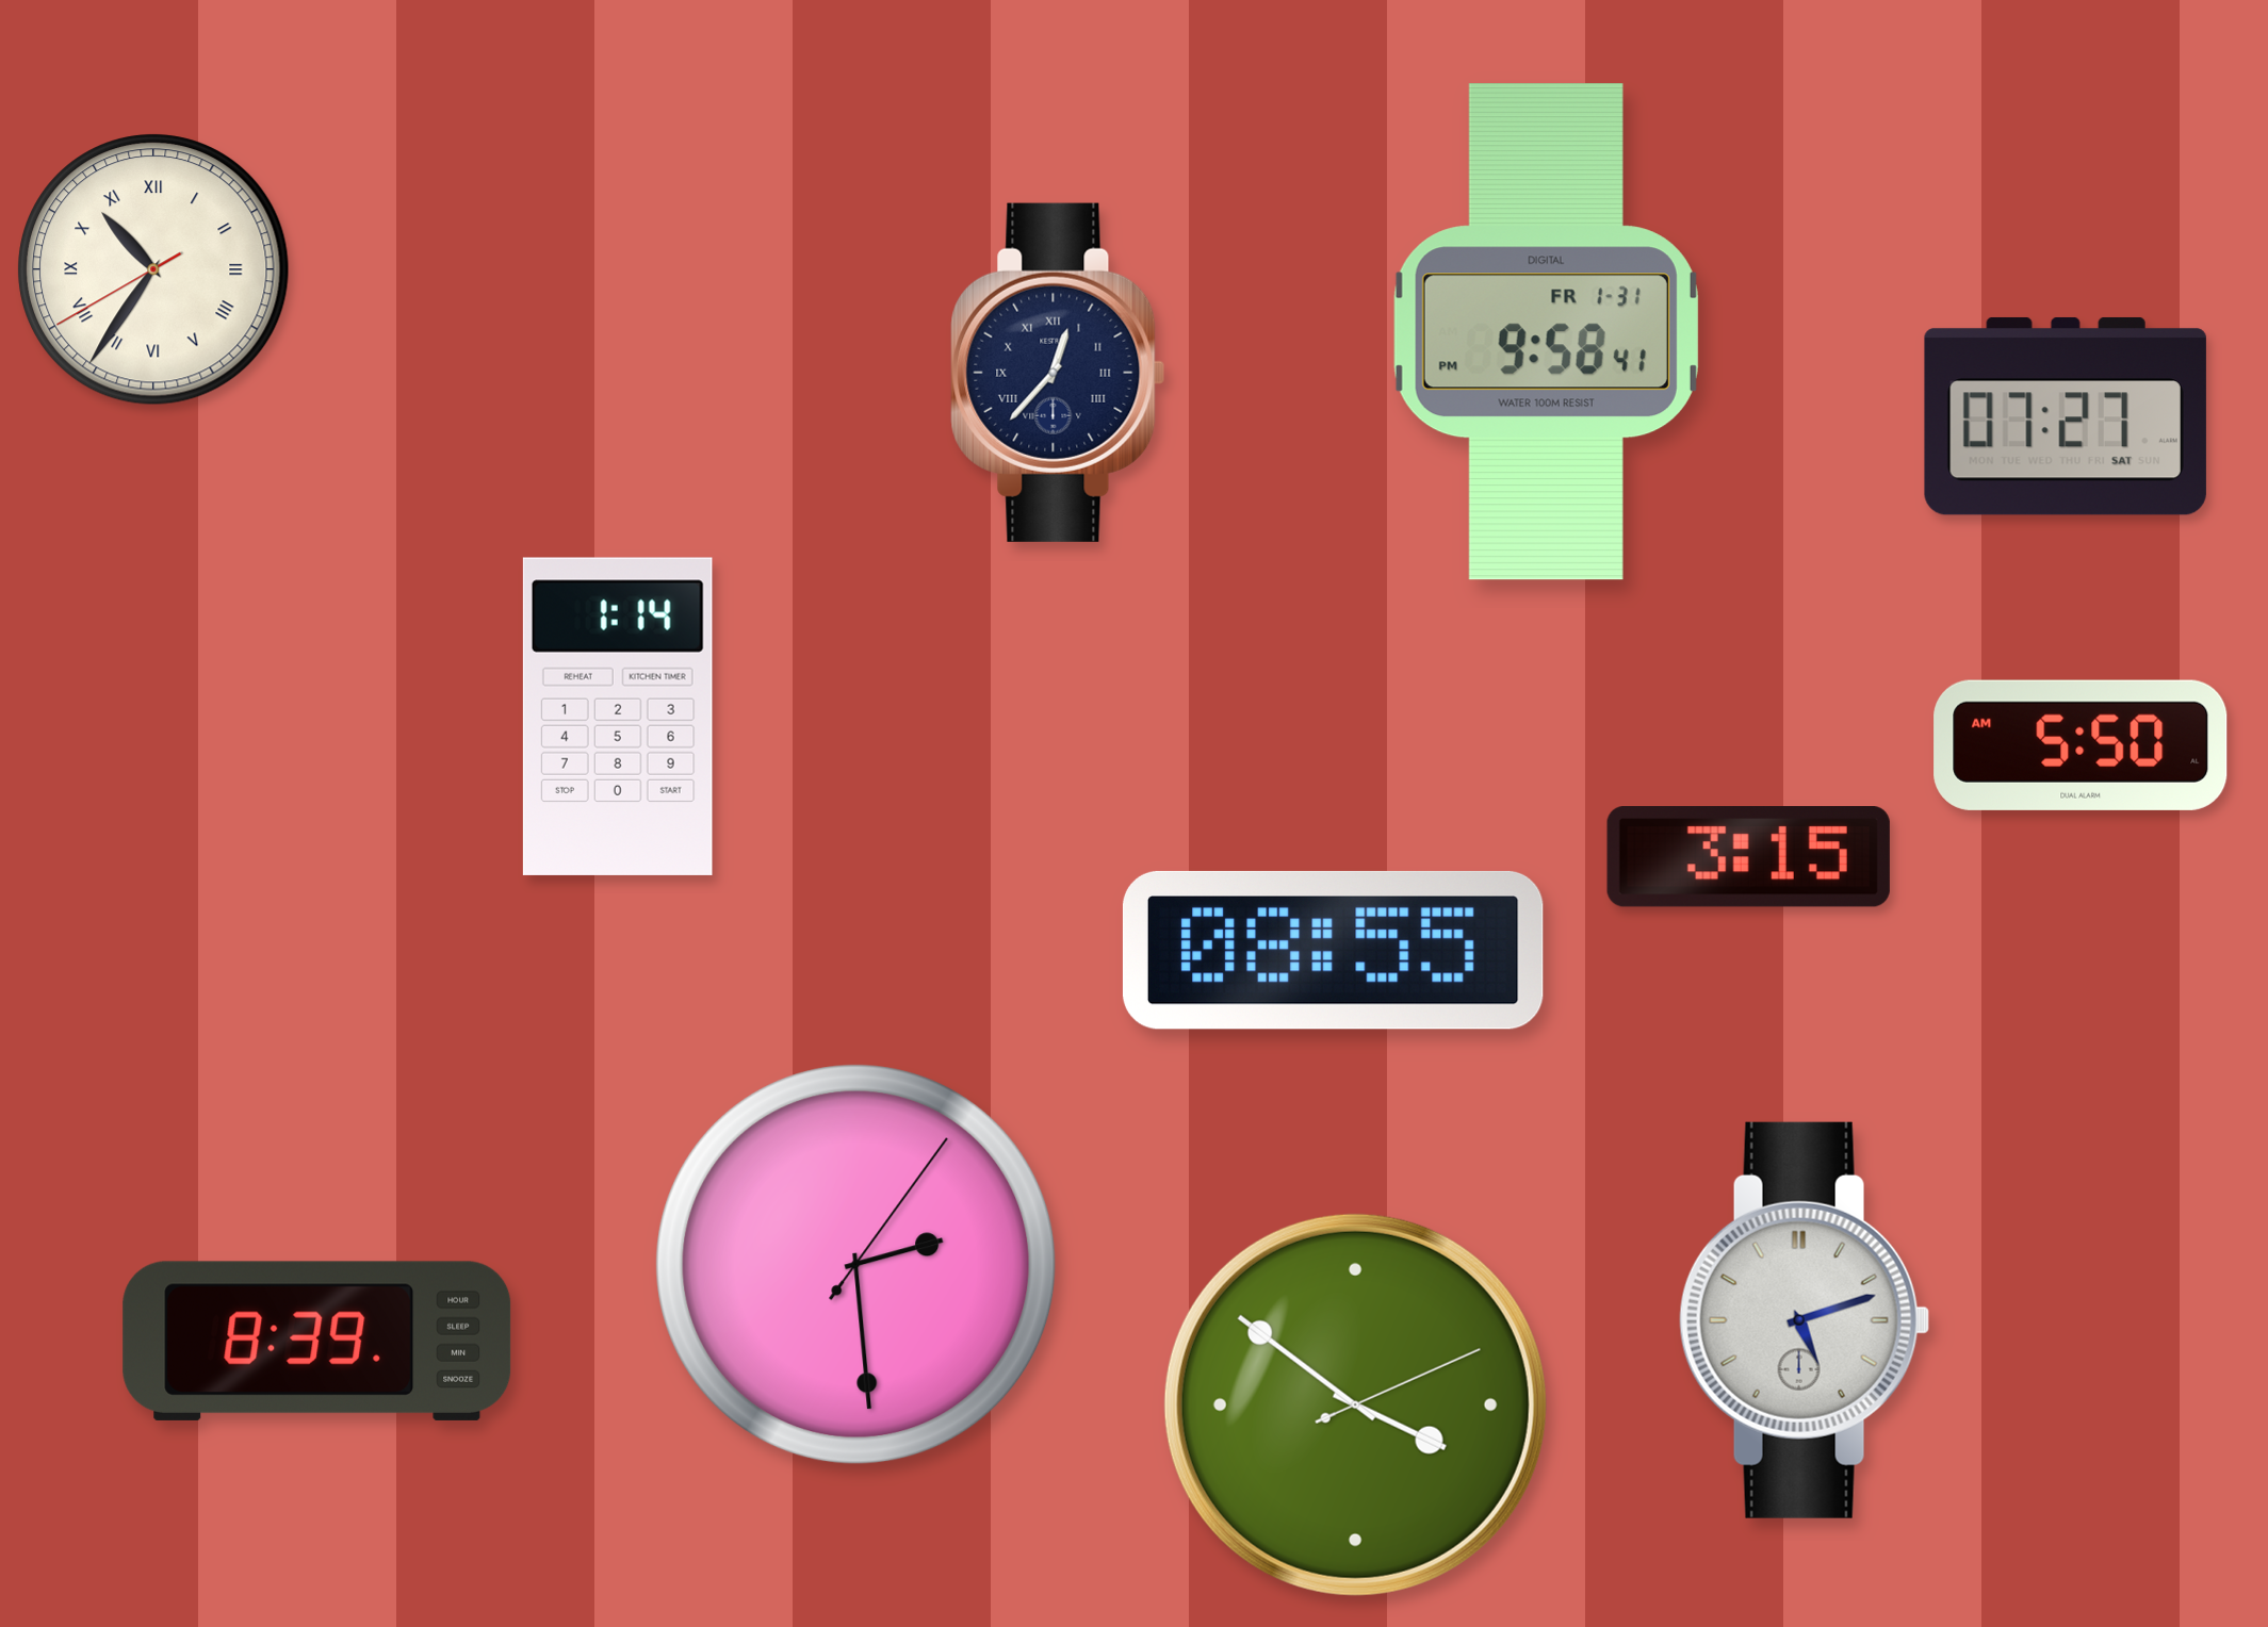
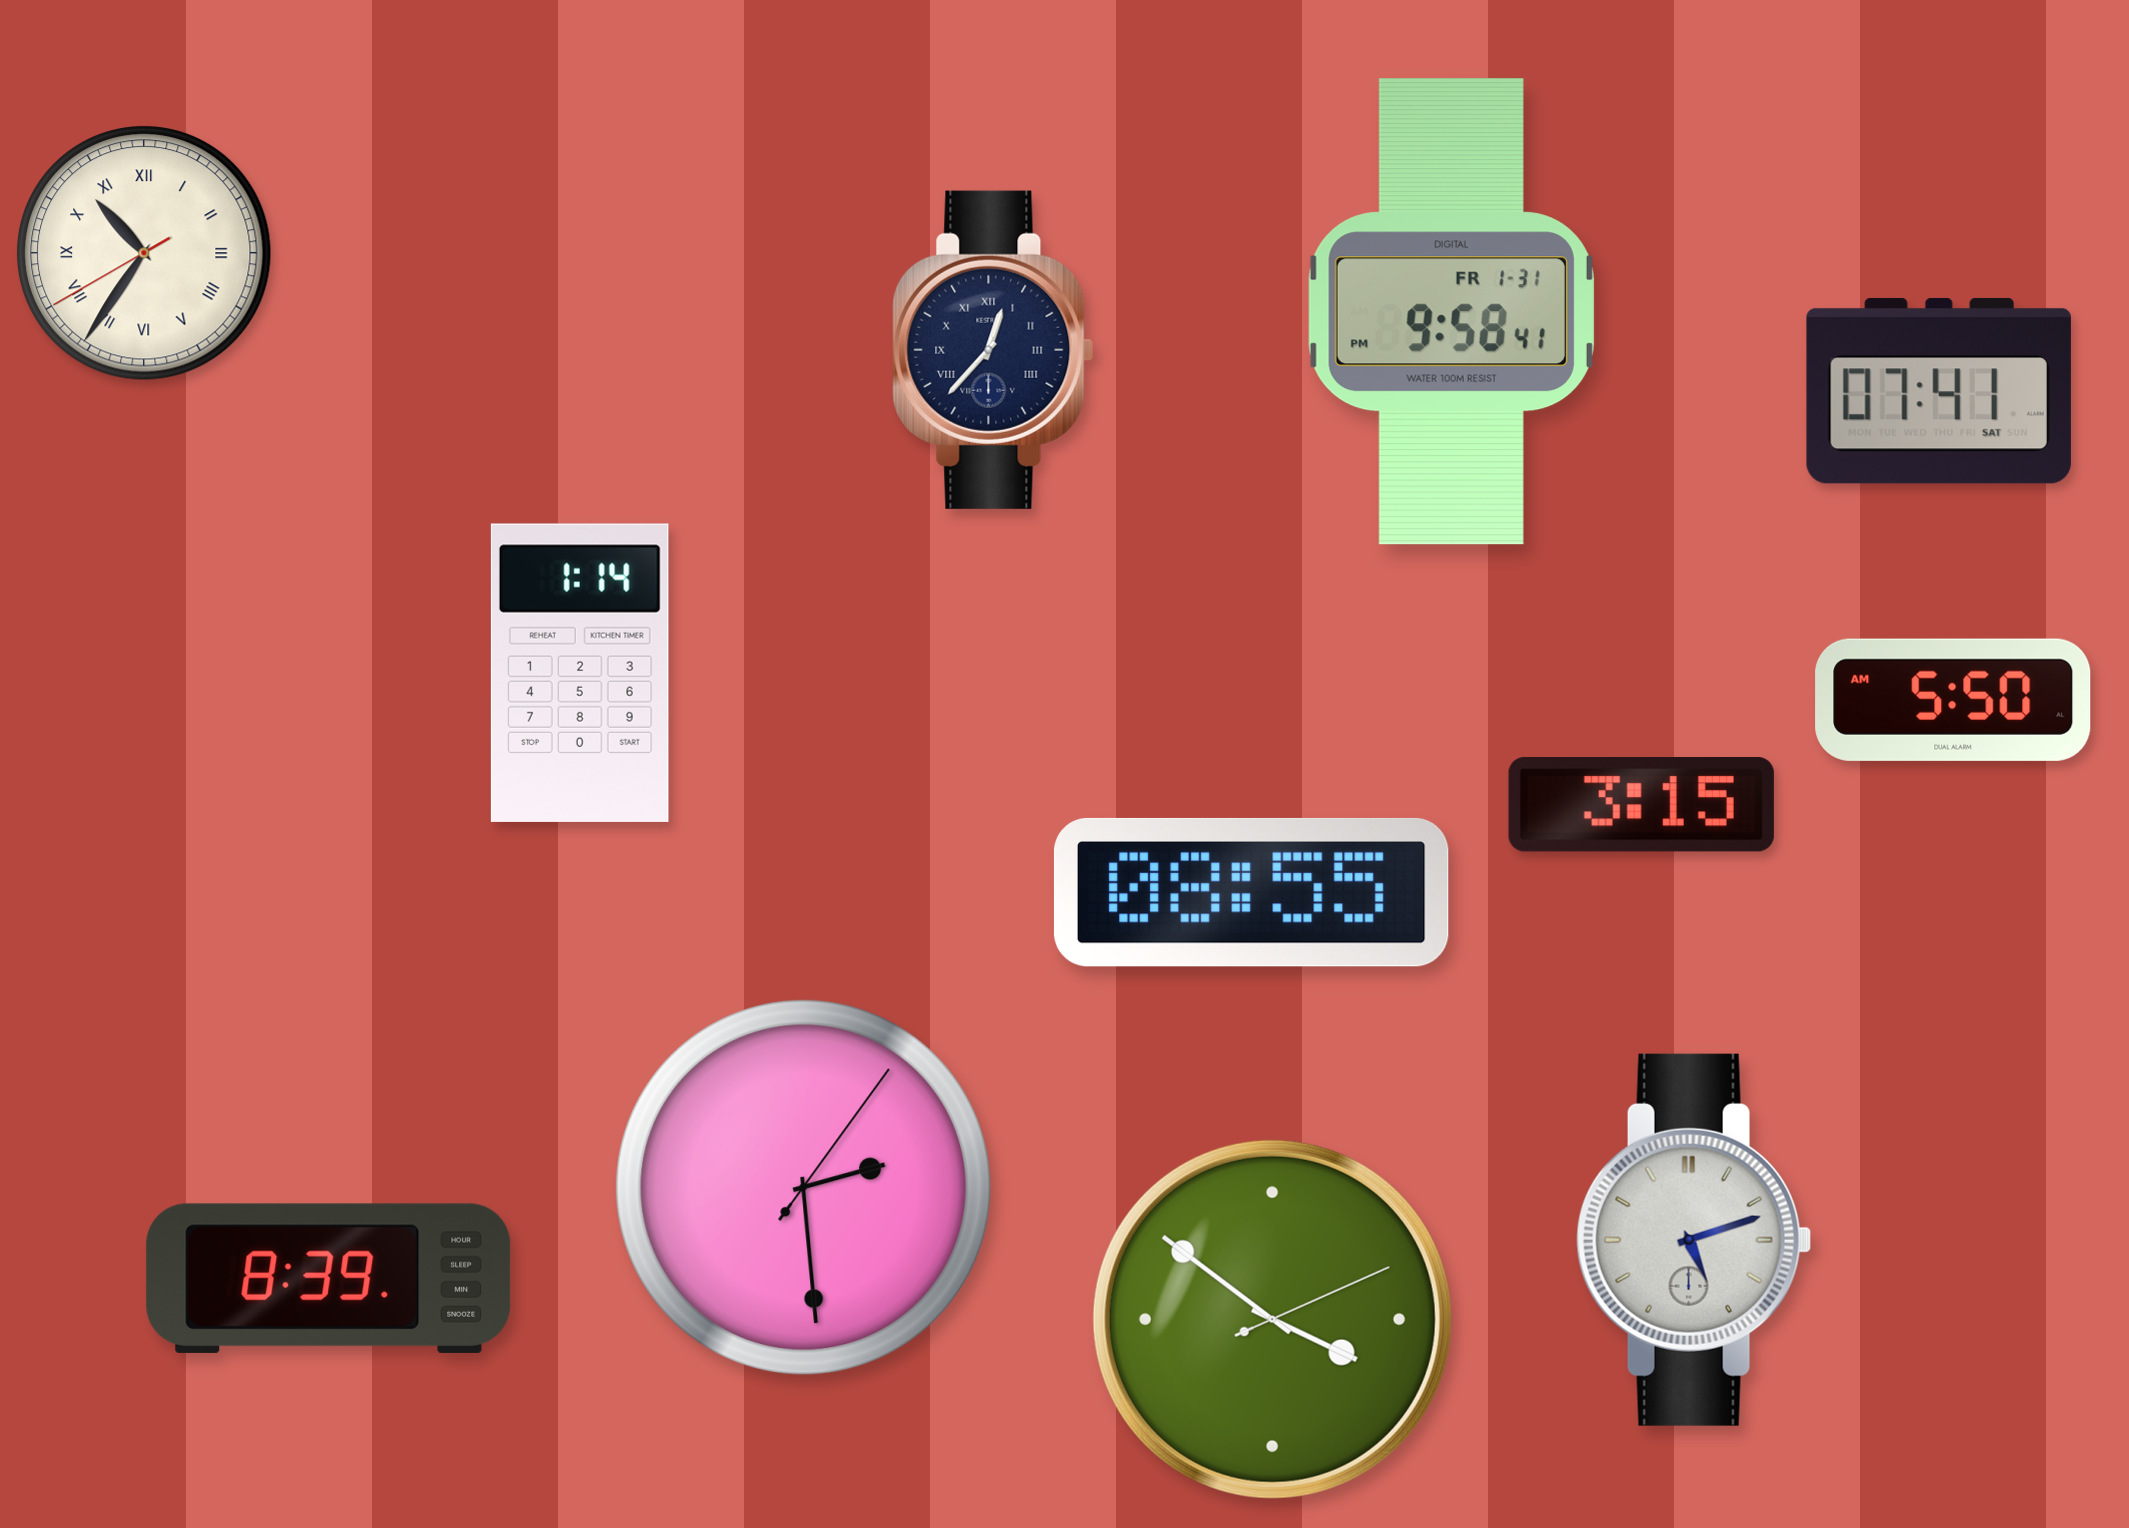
clock at (2066, 416): 07:27 -> 07:41
clock at (317, 1341) position: (317, 1341) -> (329, 1278)
